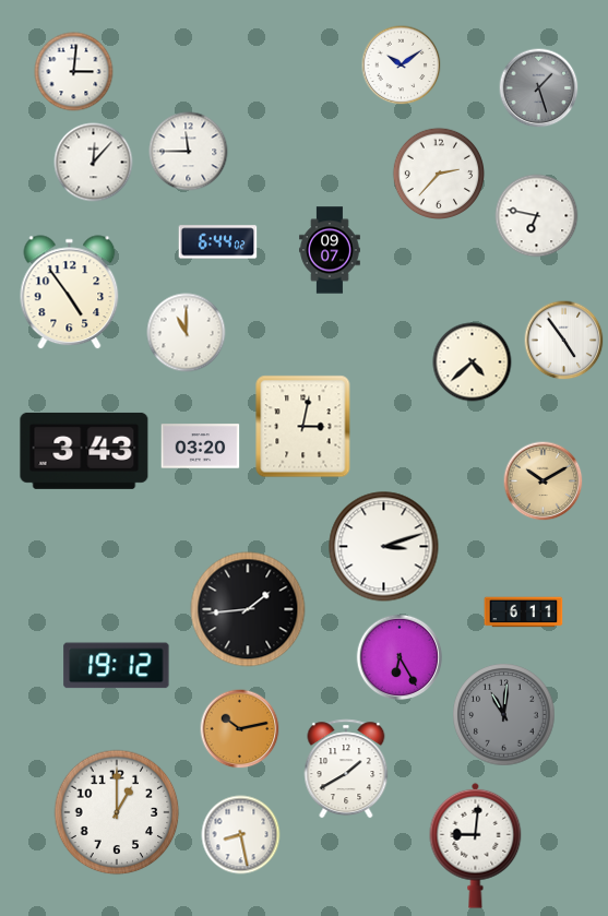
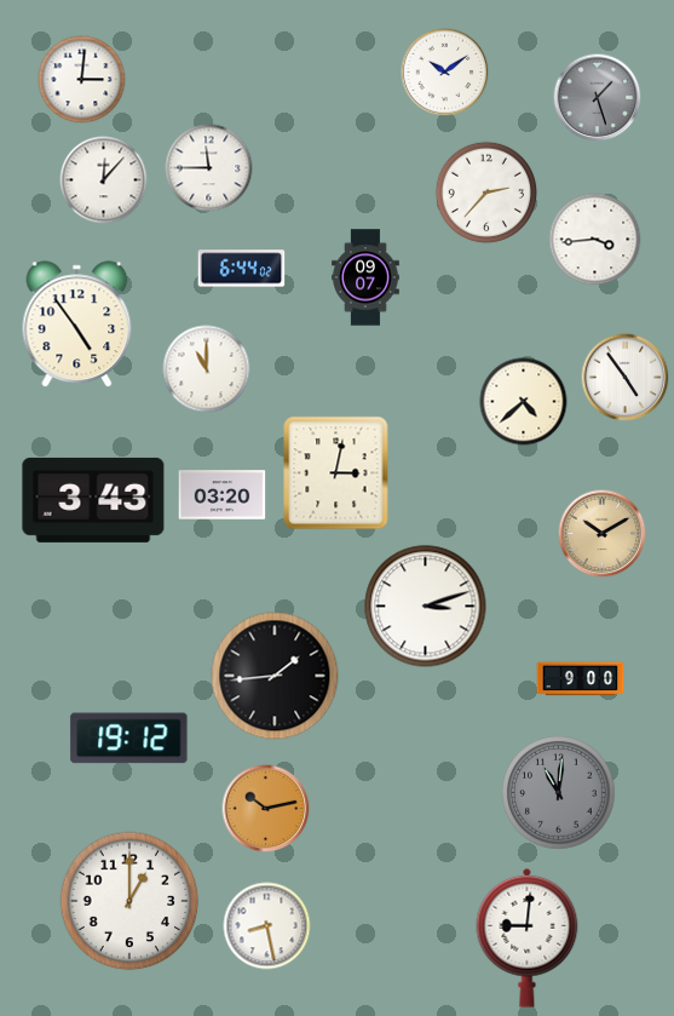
clock at (537, 216): 6:47 -> 3:44
clock at (524, 612): 6:11 -> 9:00
clock at (400, 657): 6:25 -> none
clock at (346, 769): 1:40 -> none
